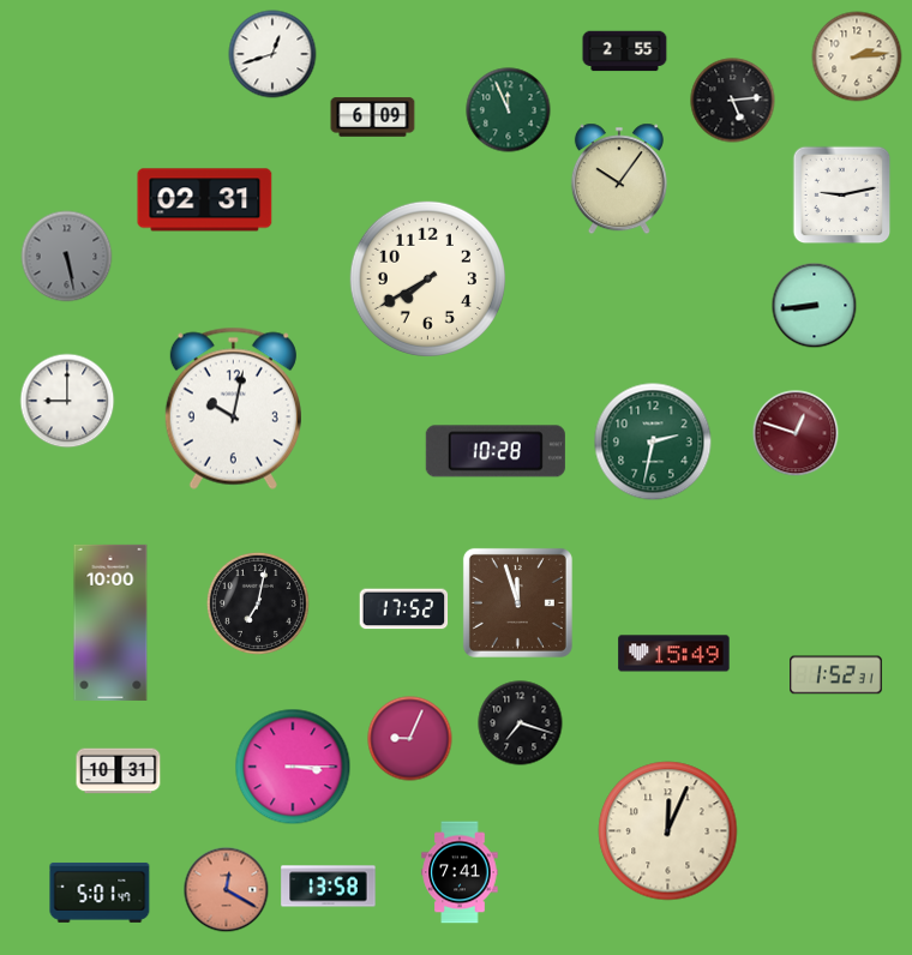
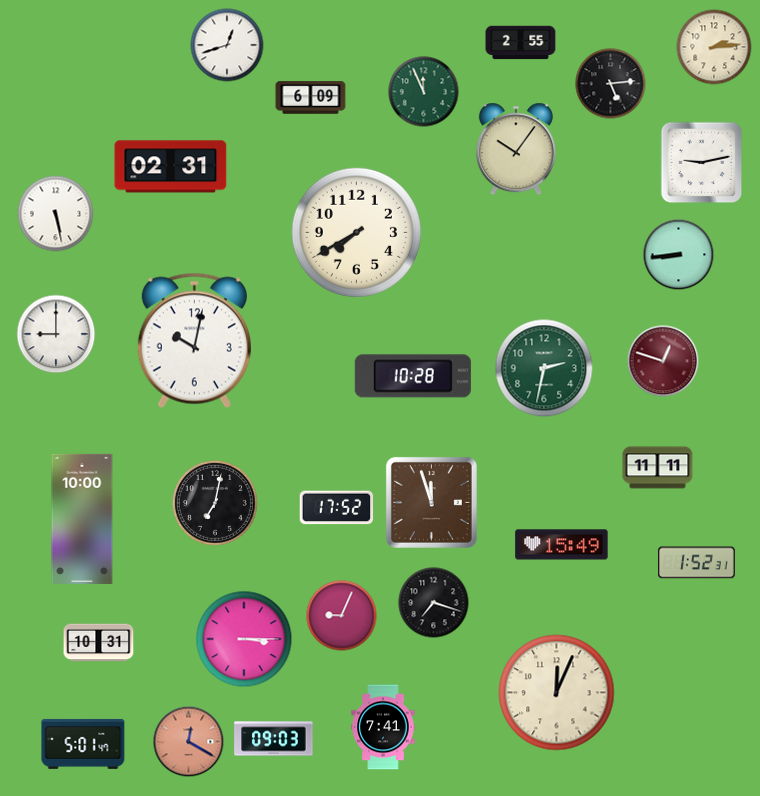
clock at (67, 257) dial: grey -> white
clock at (658, 468): none -> 11:11
clock at (110, 623) position: (110, 623) -> (82, 519)
clock at (329, 887): 13:58 -> 09:03
